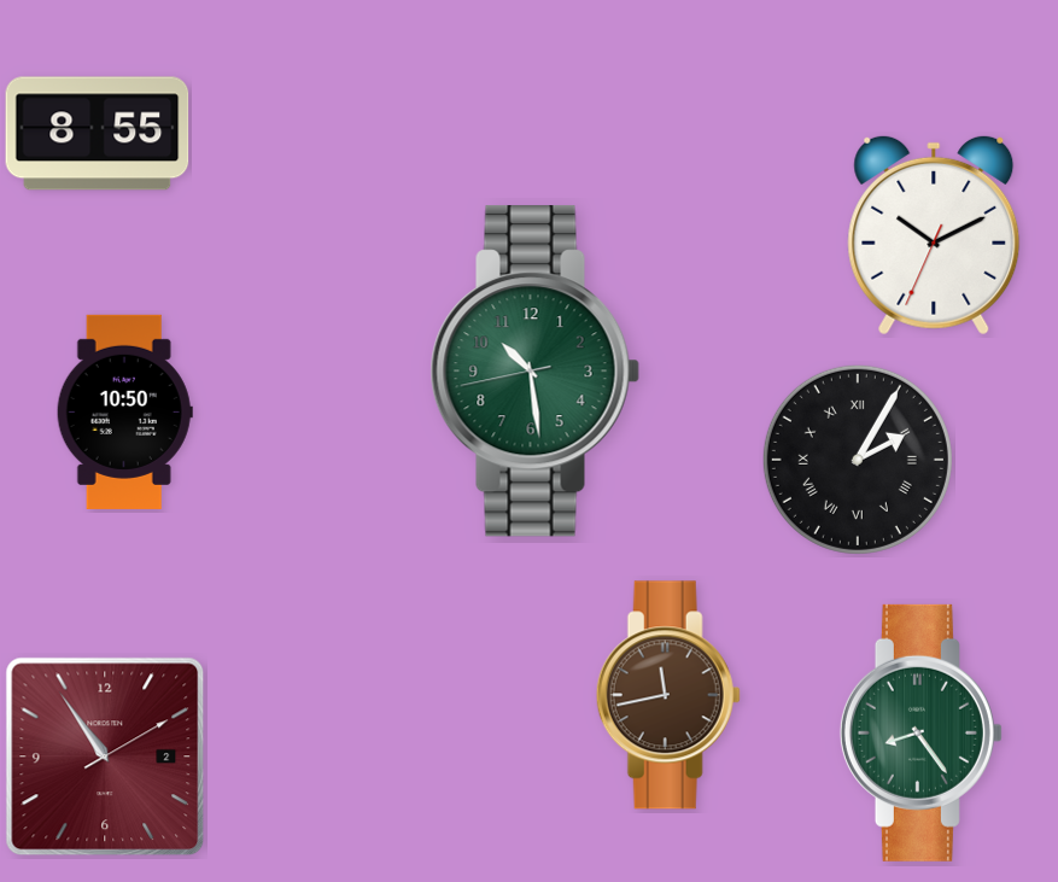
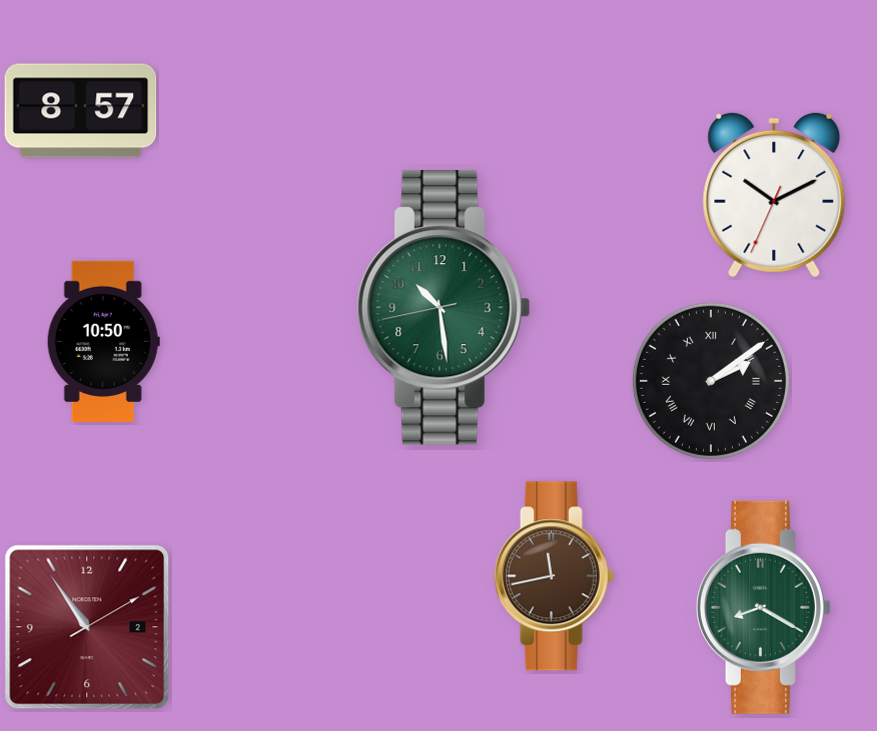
clock at (98, 134): 8:55 -> 8:57
clock at (858, 460): 2:05 -> 2:09
clock at (920, 732): 8:24 -> 8:20
